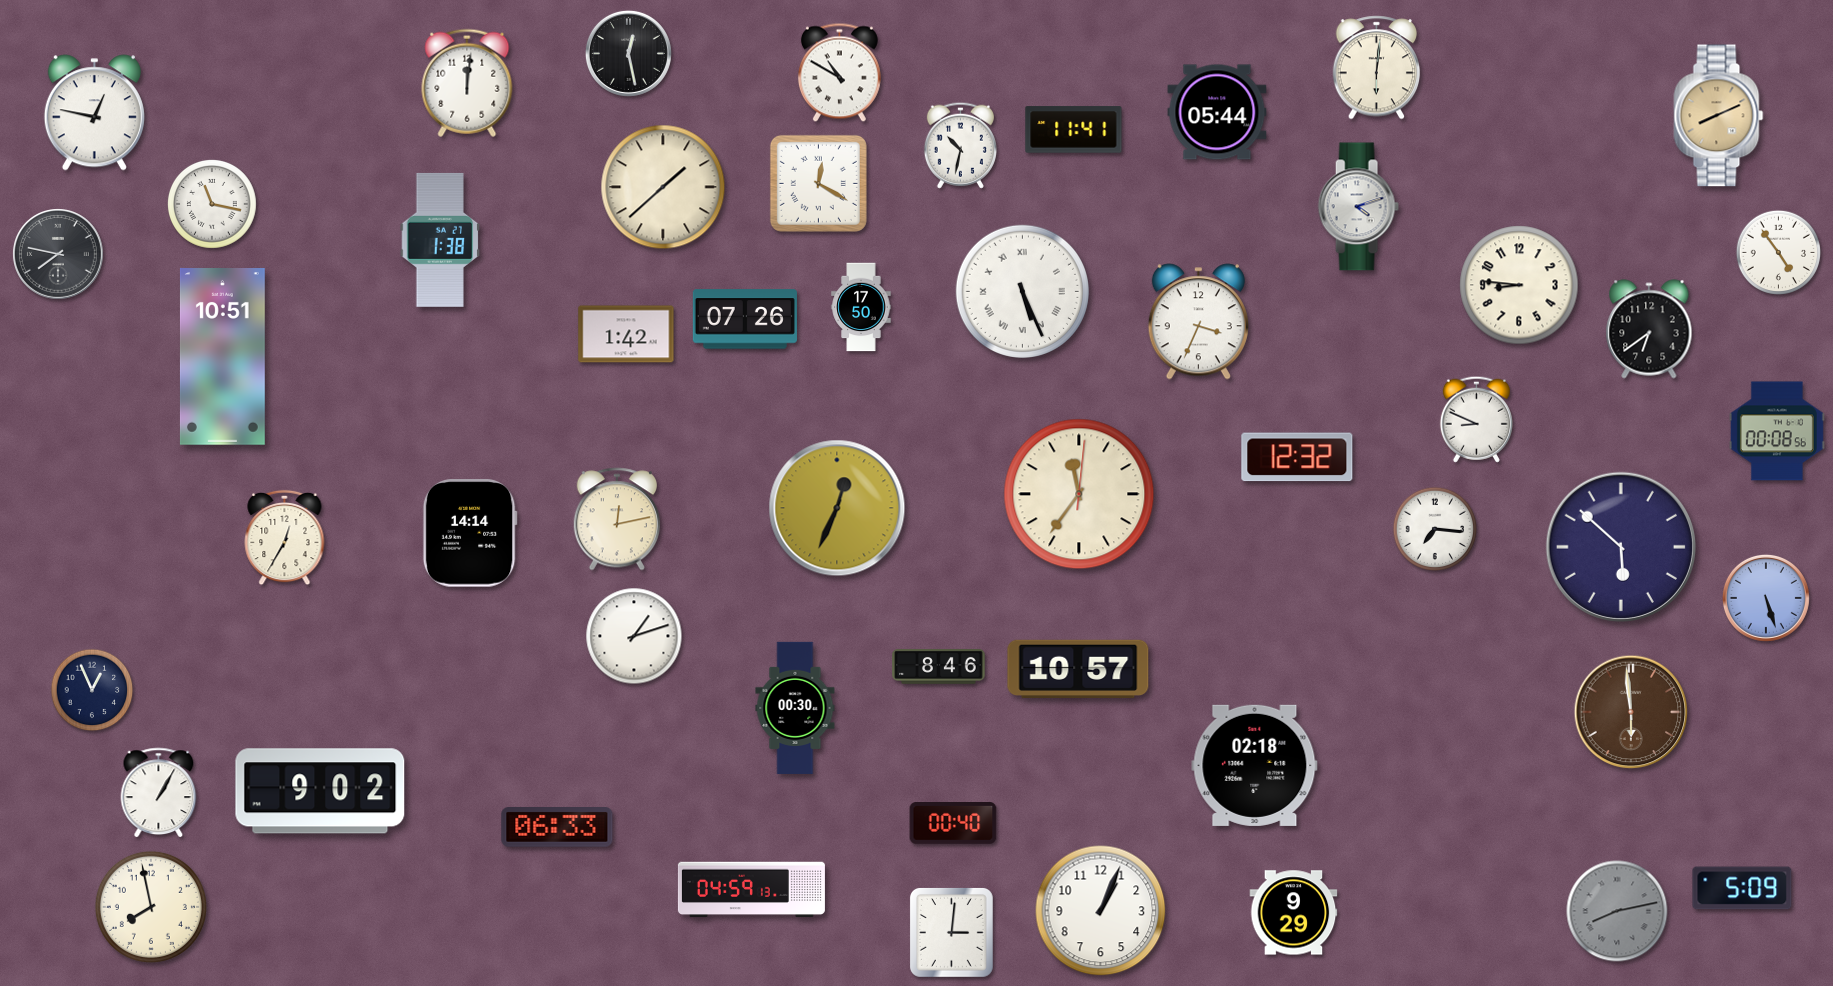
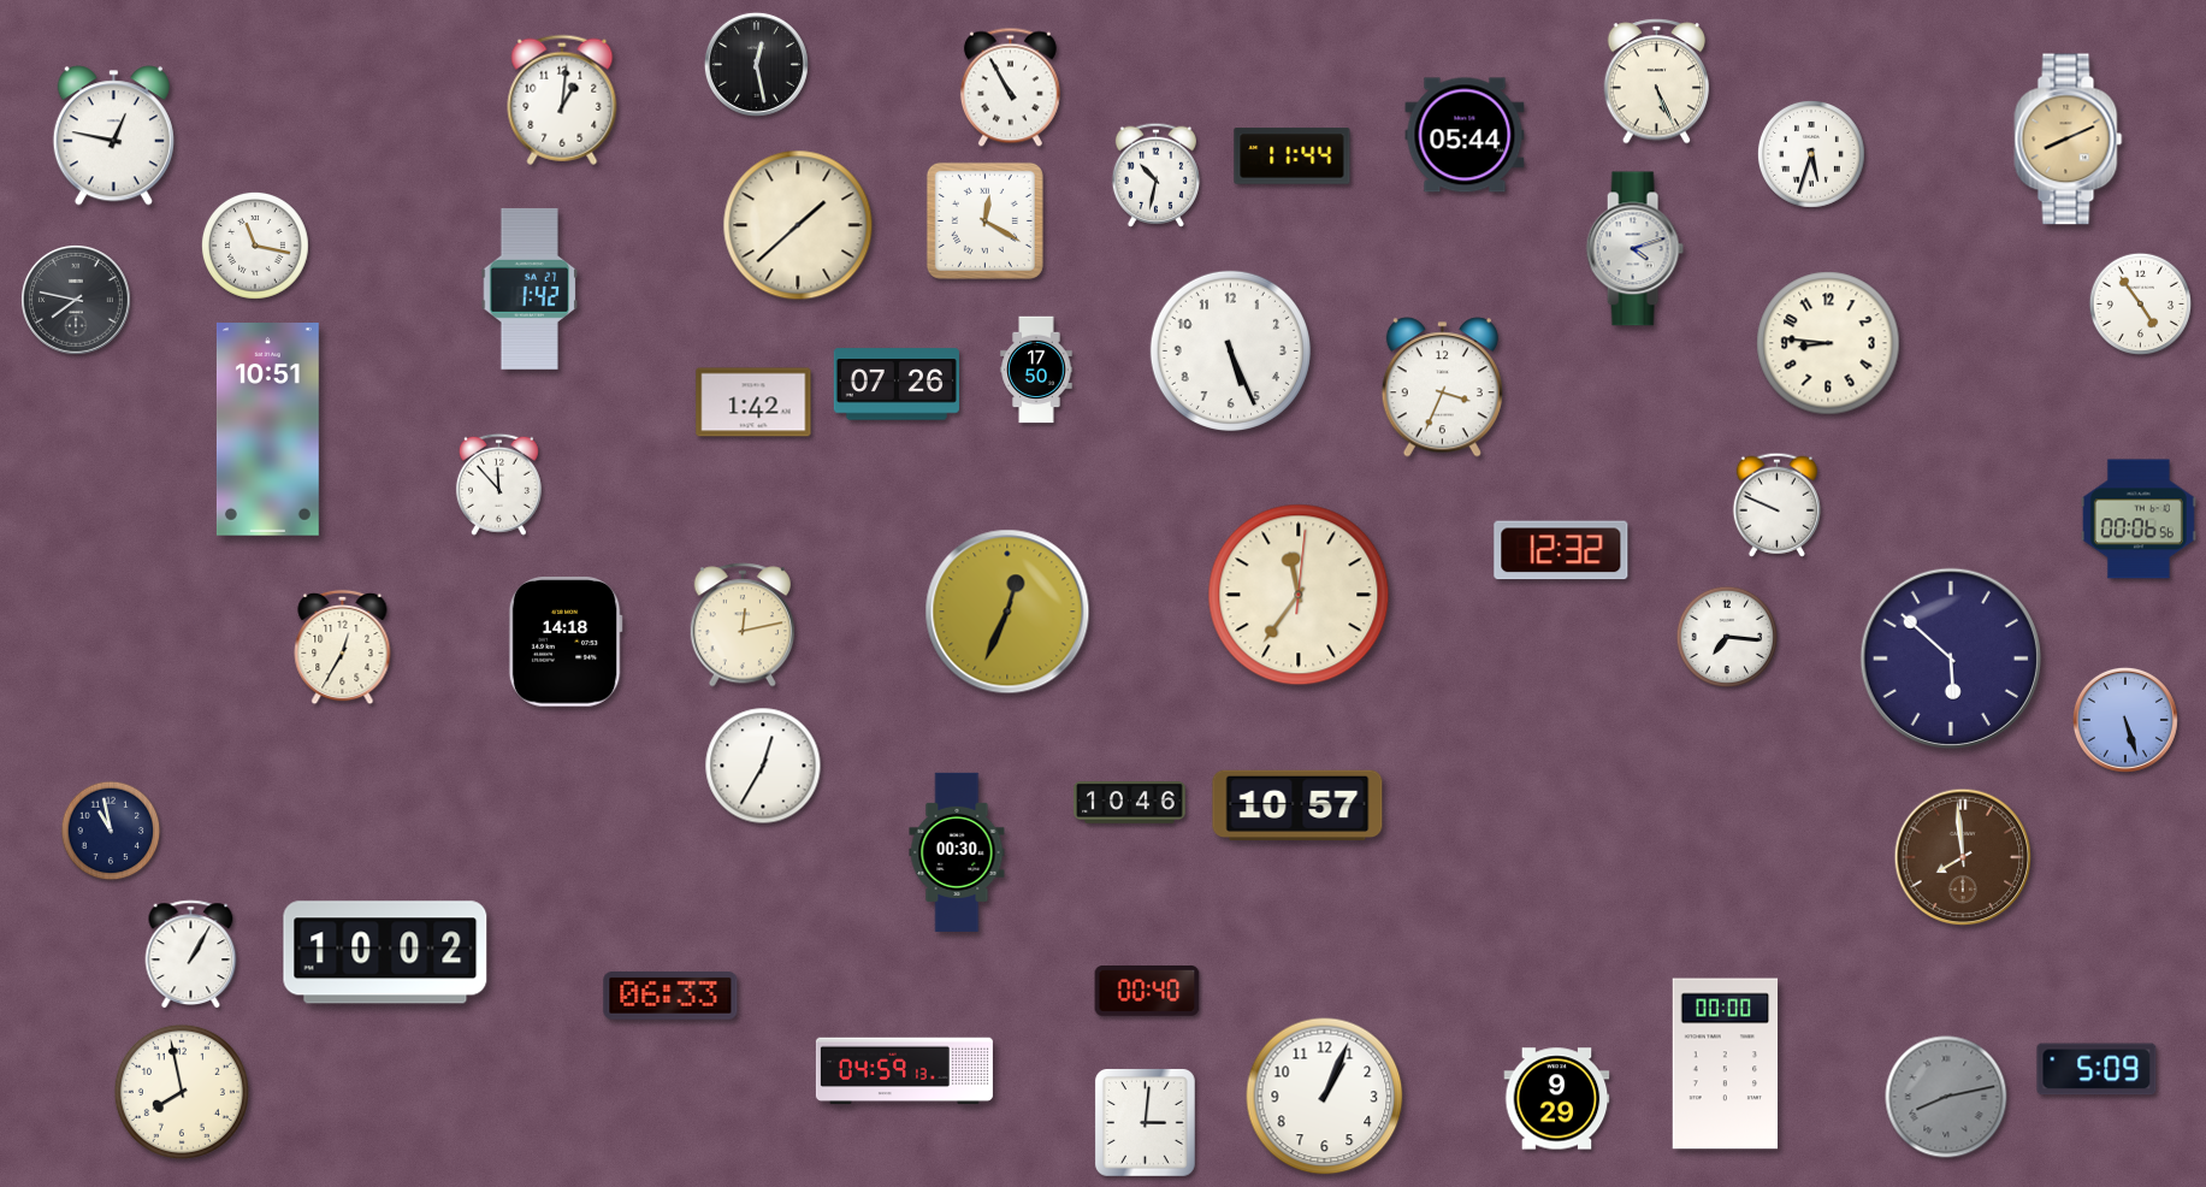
clock at (1377, 68): 6:01 -> 5:26
clock at (839, 73): 10:50 -> 10:55
clock at (467, 83): 12:01 -> 1:01
clock at (1811, 154): none -> 5:33
clock at (1074, 130): 11:41 -> 11:44
clock at (440, 240): 1:38 -> 1:42
clock at (58, 254) position: (58, 254) -> (76, 300)
clock at (1022, 291) numerals: Roman -> Arabic
clock at (1649, 329): 6:39 -> none
clock at (498, 484): none -> 11:53
clock at (1476, 419): 8:49 -> 9:49
clock at (1777, 431): 00:08 -> 00:06
clock at (470, 533): 14:14 -> 14:18
clock at (634, 636): 1:12 -> 12:35
clock at (939, 667): 8:46 -> 10:46
clock at (92, 690): 12:56 -> 10:58
clock at (1631, 712): 5:59 -> 7:59
clock at (1255, 765): 02:18 -> none
clock at (320, 791): 9:02 -> 10:02
clock at (1726, 1064): none -> 00:00
